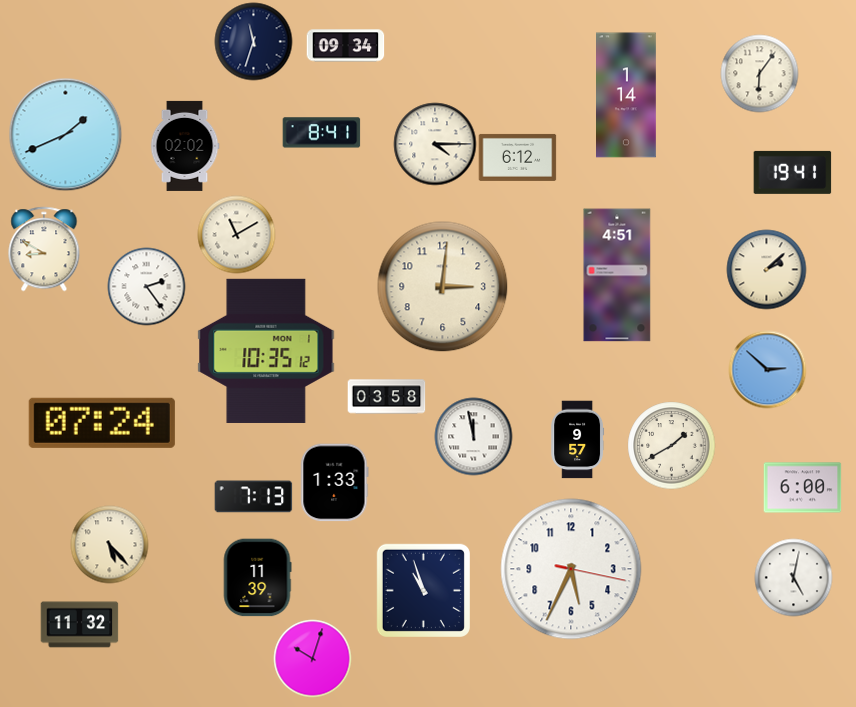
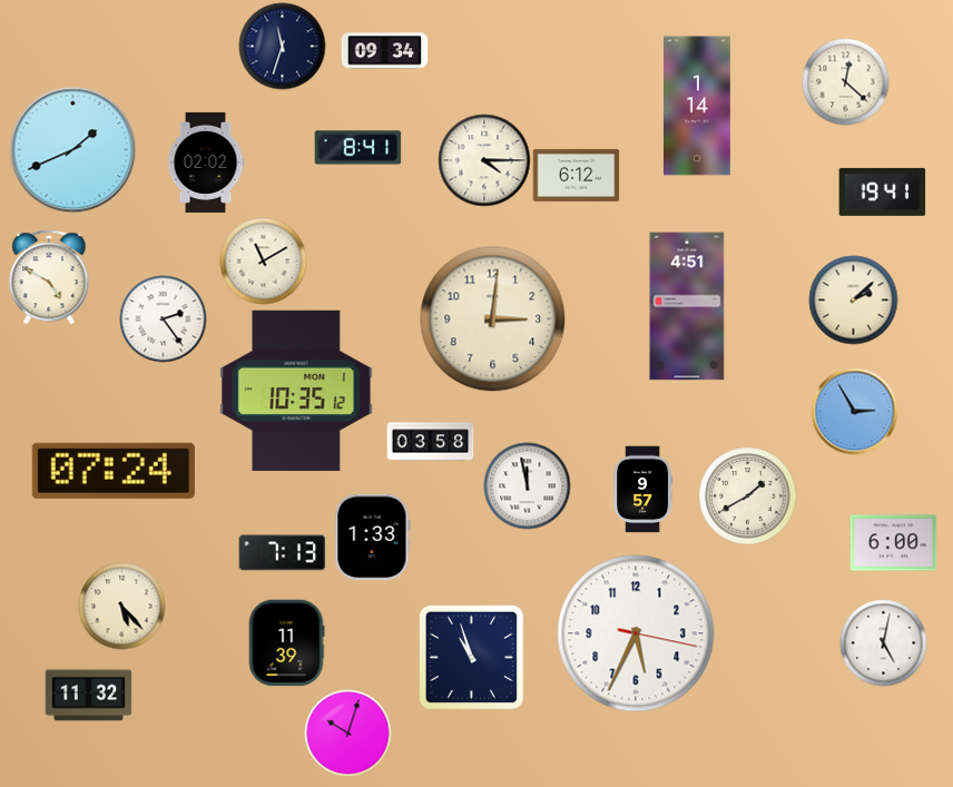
clock at (759, 73): 6:06 -> 12:22
clock at (44, 249): 8:50 -> 4:50
clock at (767, 369): 2:52 -> 2:55
